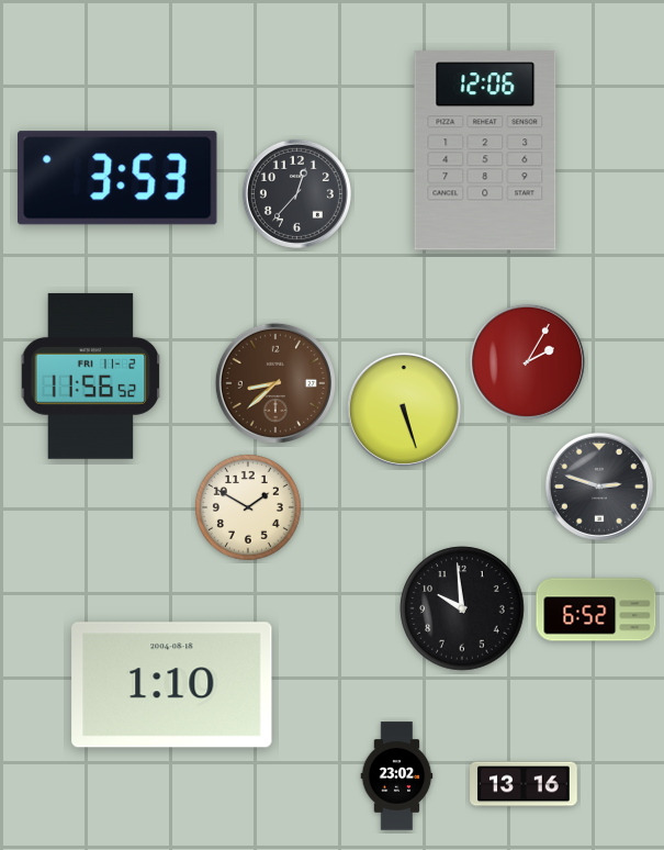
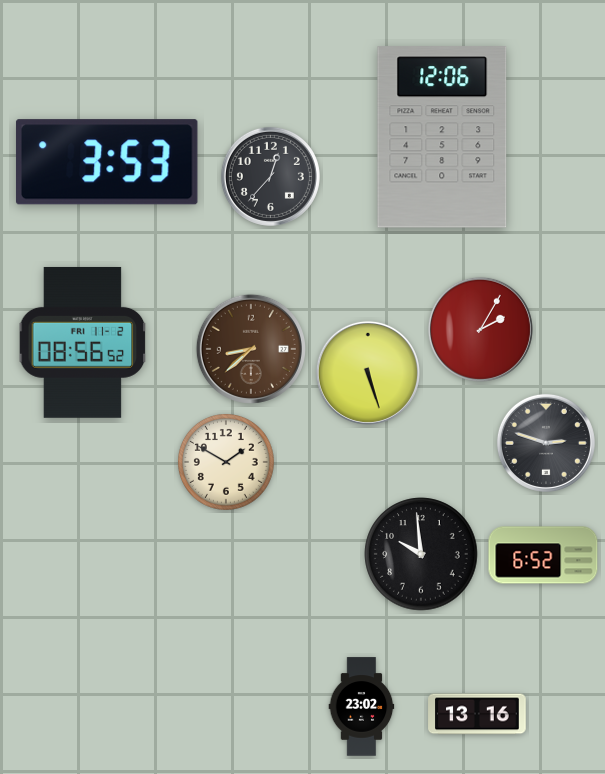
clock at (91, 377): 11:56 -> 08:56
clock at (172, 685): 1:10 -> none
